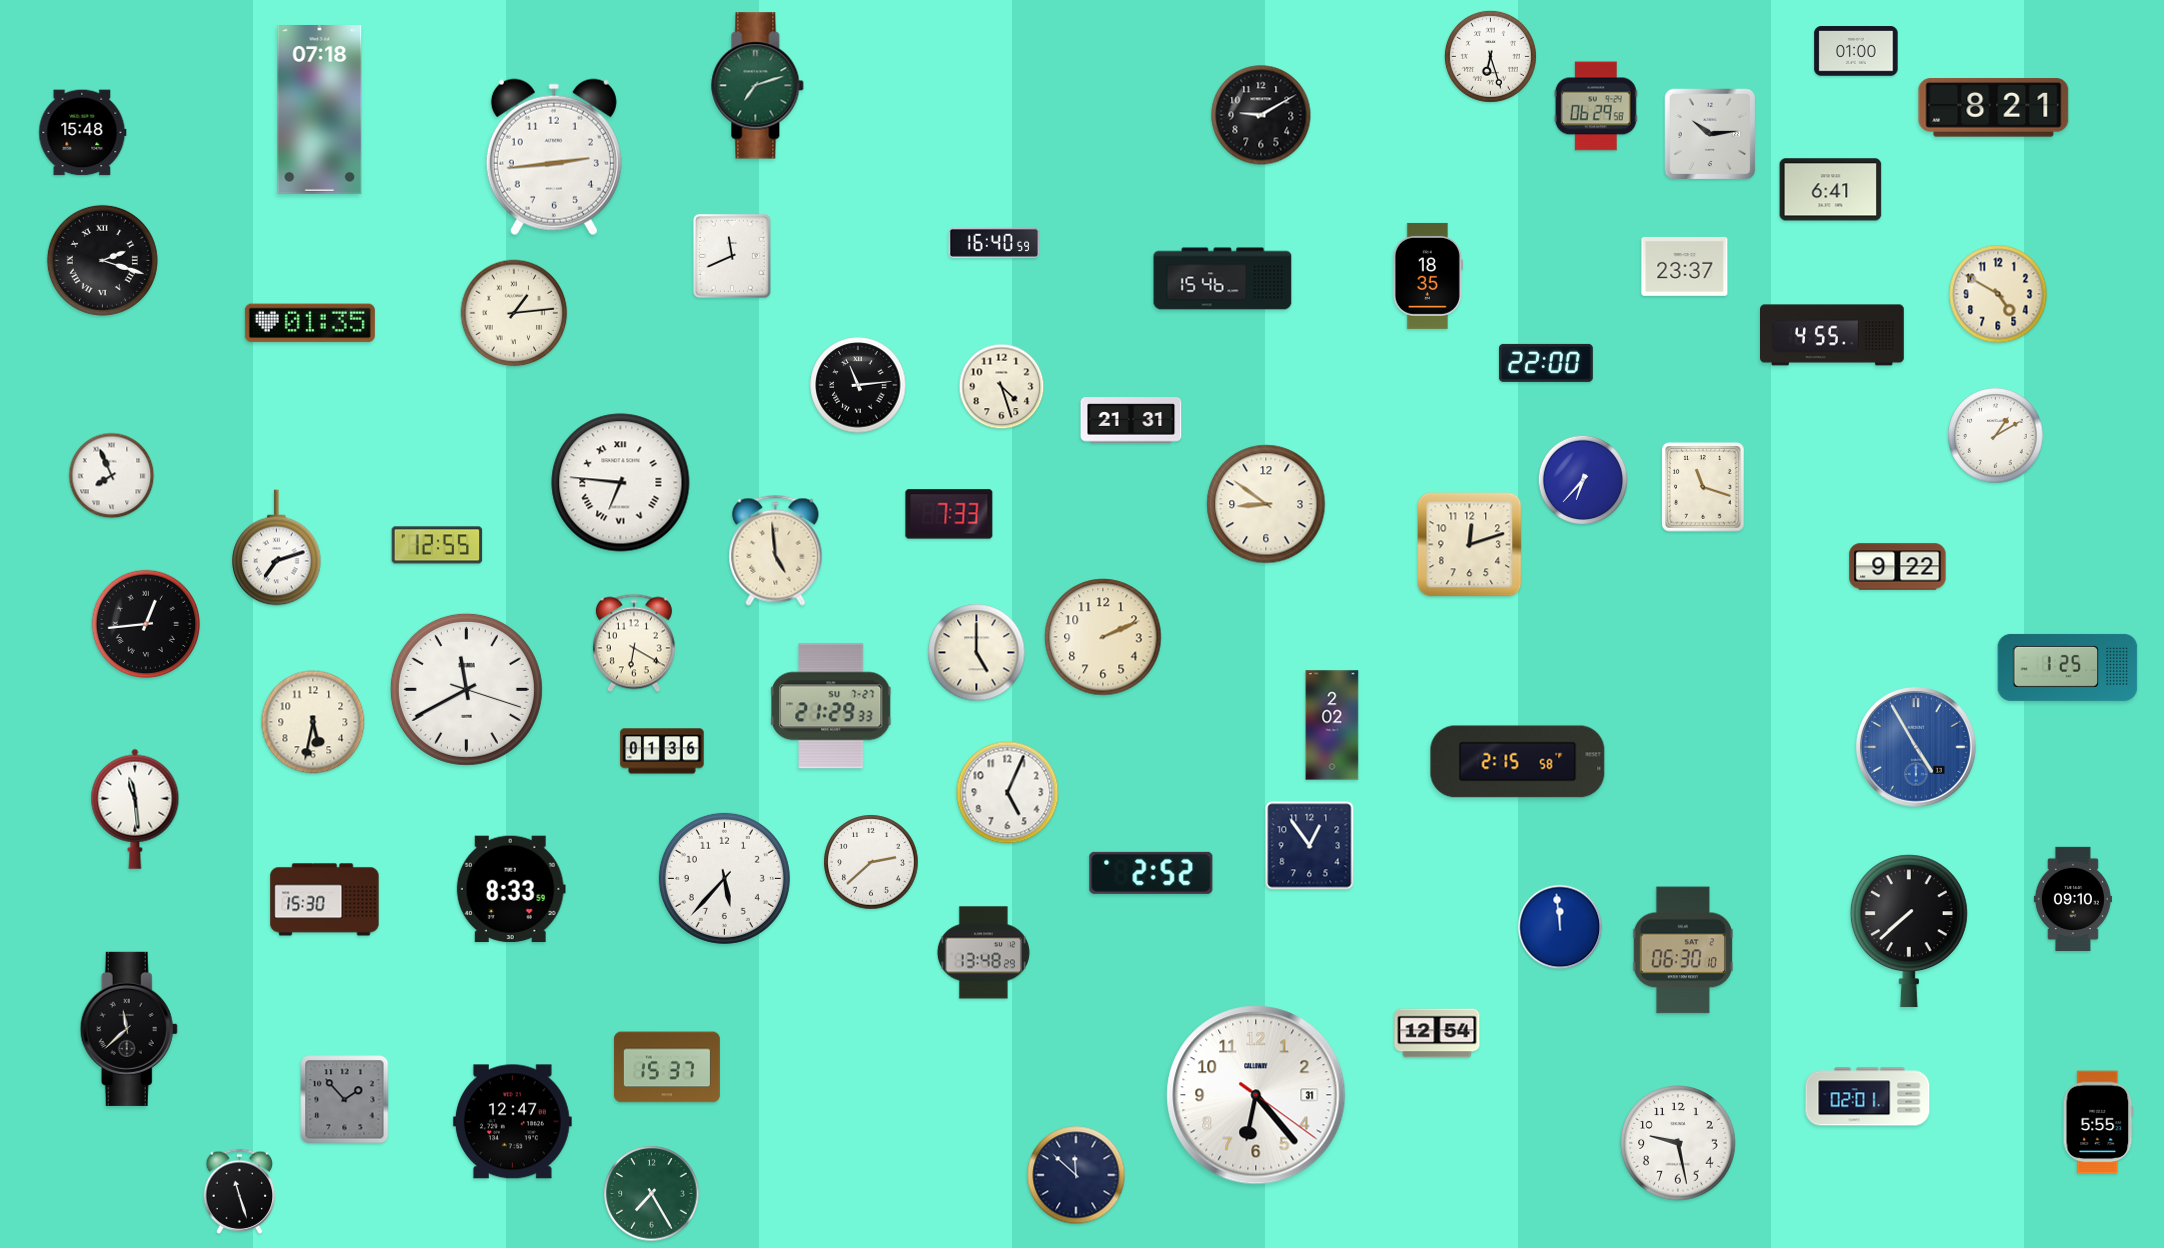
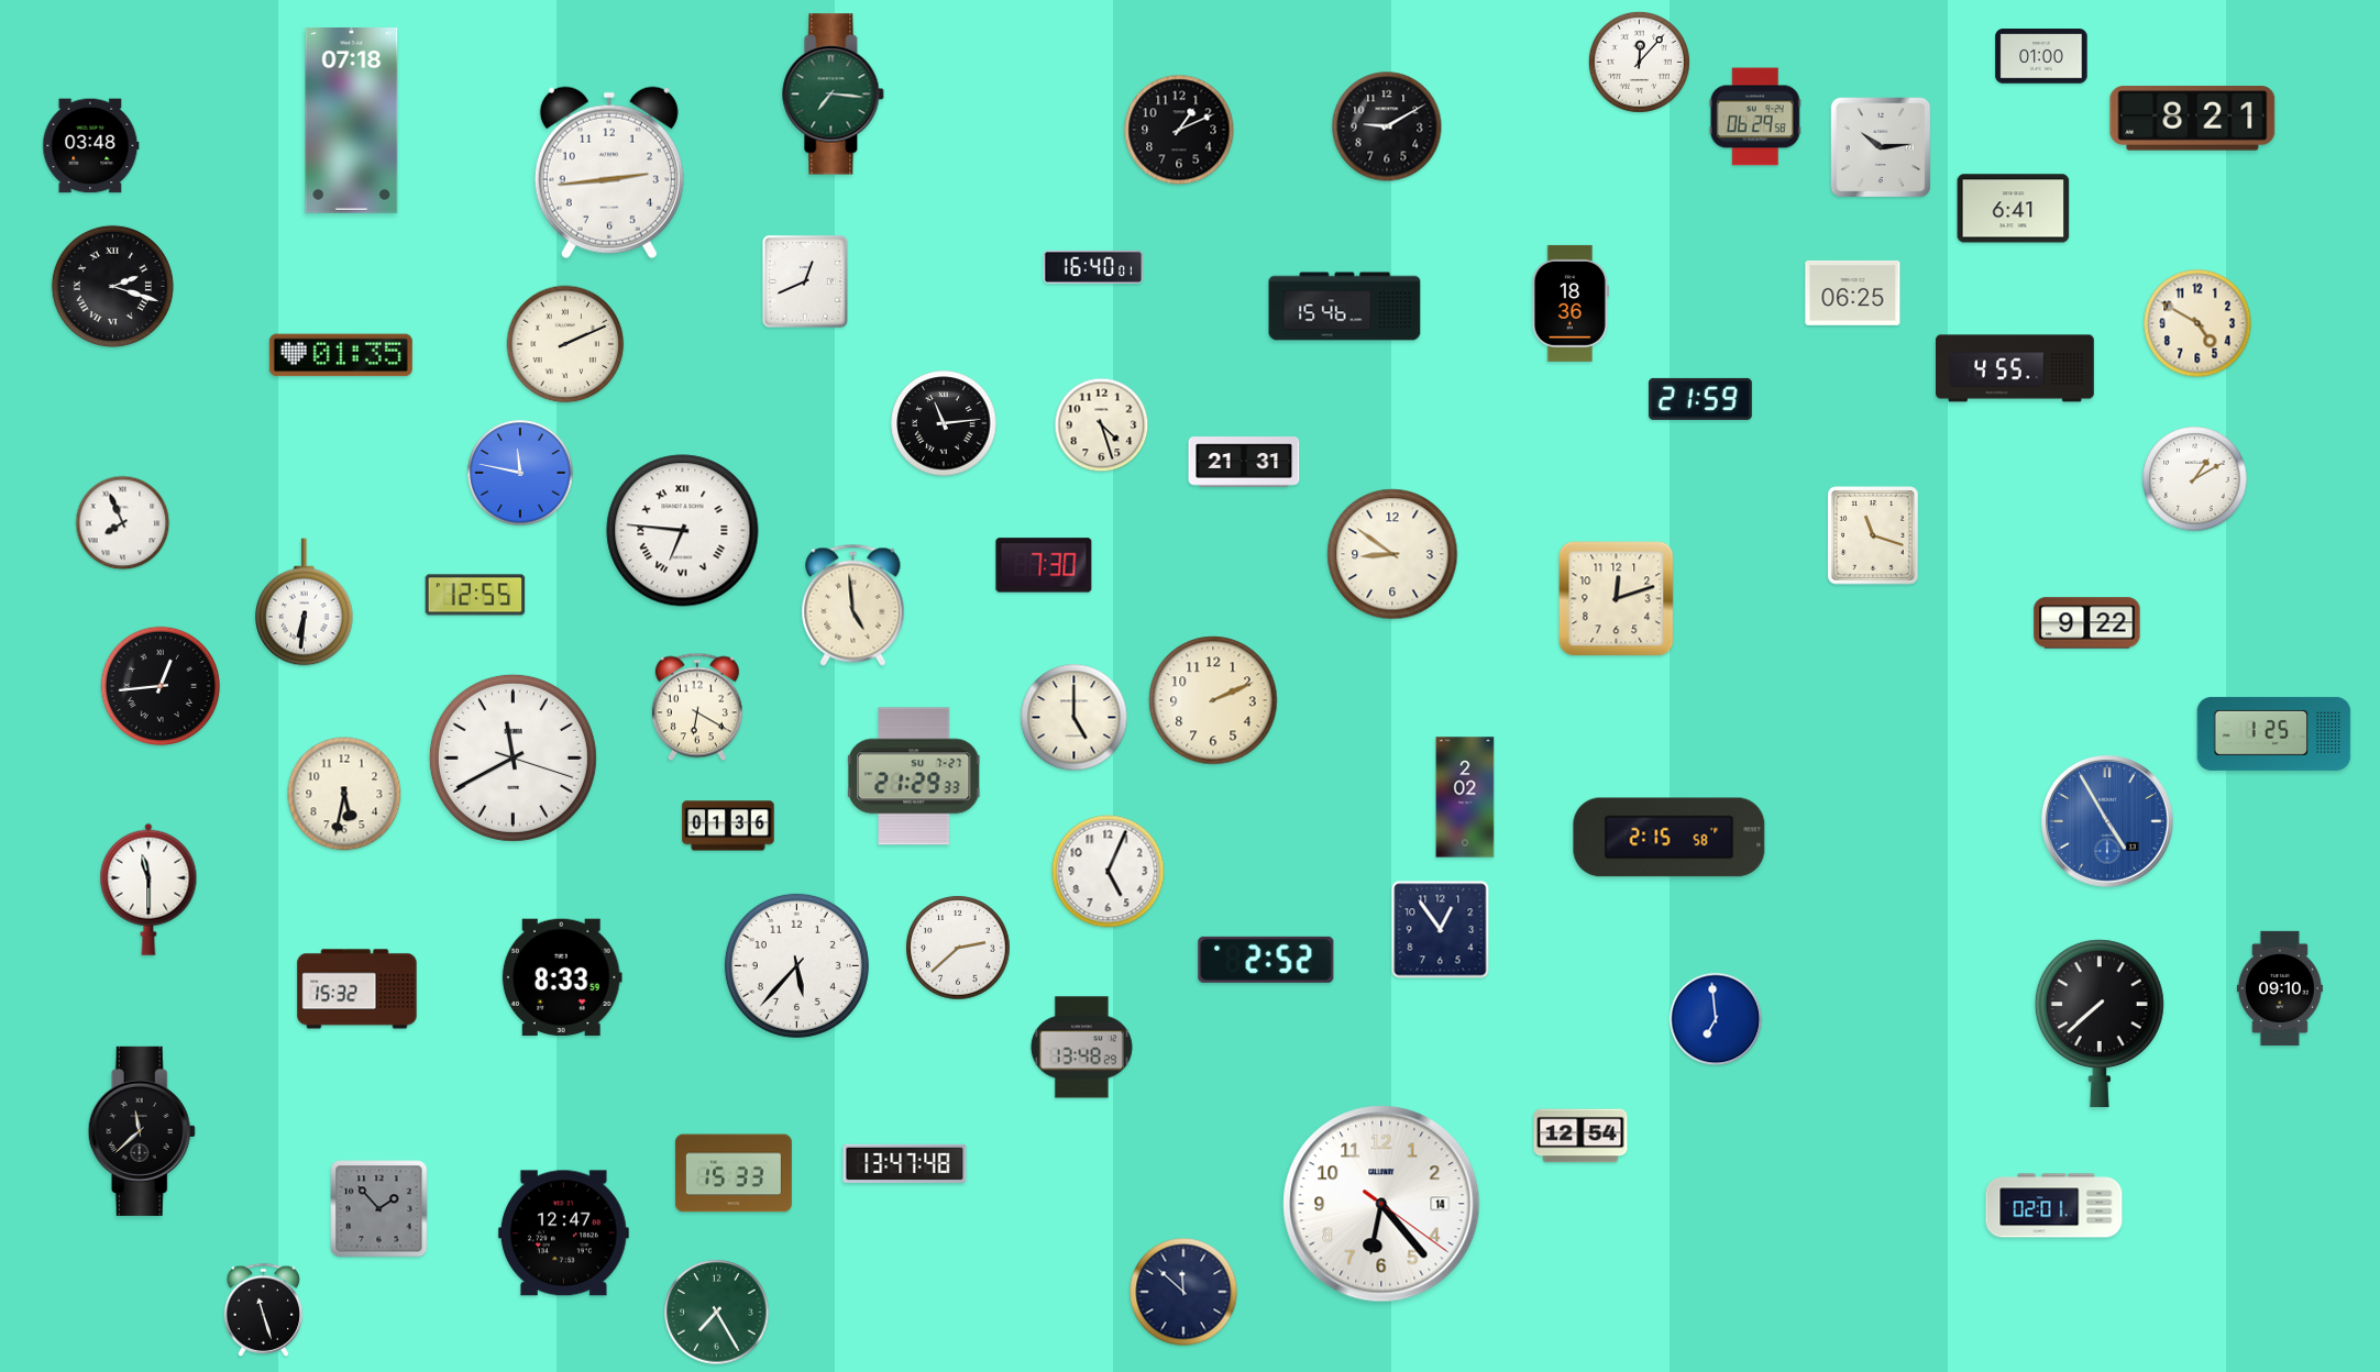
clock at (1490, 56): 6:27 -> 12:07
clock at (758, 86): 7:12 -> 7:16
clock at (1179, 130): none -> 1:11
clock at (83, 133): 15:48 -> 03:48
clock at (994, 243): 16:40:59 -> 16:40:01
clock at (732, 256): 11:41 -> 12:41
clock at (1685, 266): 23:37 -> 06:25
clock at (1428, 276): 18:35 -> 18:36
clock at (514, 313): 1:14 -> 2:11
clock at (1546, 363): 22:00 -> 21:59
clock at (520, 473): none -> 11:47
clock at (1582, 479): 6:37 -> none
clock at (949, 514): 7:33 -> 7:30
clock at (437, 545) position: (437, 545) -> (475, 595)
clock at (277, 548): 7:12 -> 6:31
clock at (135, 809): 11:29 -> 11:30
clock at (325, 900): 15:30 -> 15:32
clock at (1560, 927): 11:59 -> 6:59
clock at (1682, 950): 06:30 -> none
clock at (905, 1163): none -> 13:47
clock at (667, 1067): 15:37 -> 15:33
clock at (1256, 1095) date: 31 -> 14
clock at (2098, 1122): 5:55 -> none
clock at (1678, 1143): 9:28 -> none
